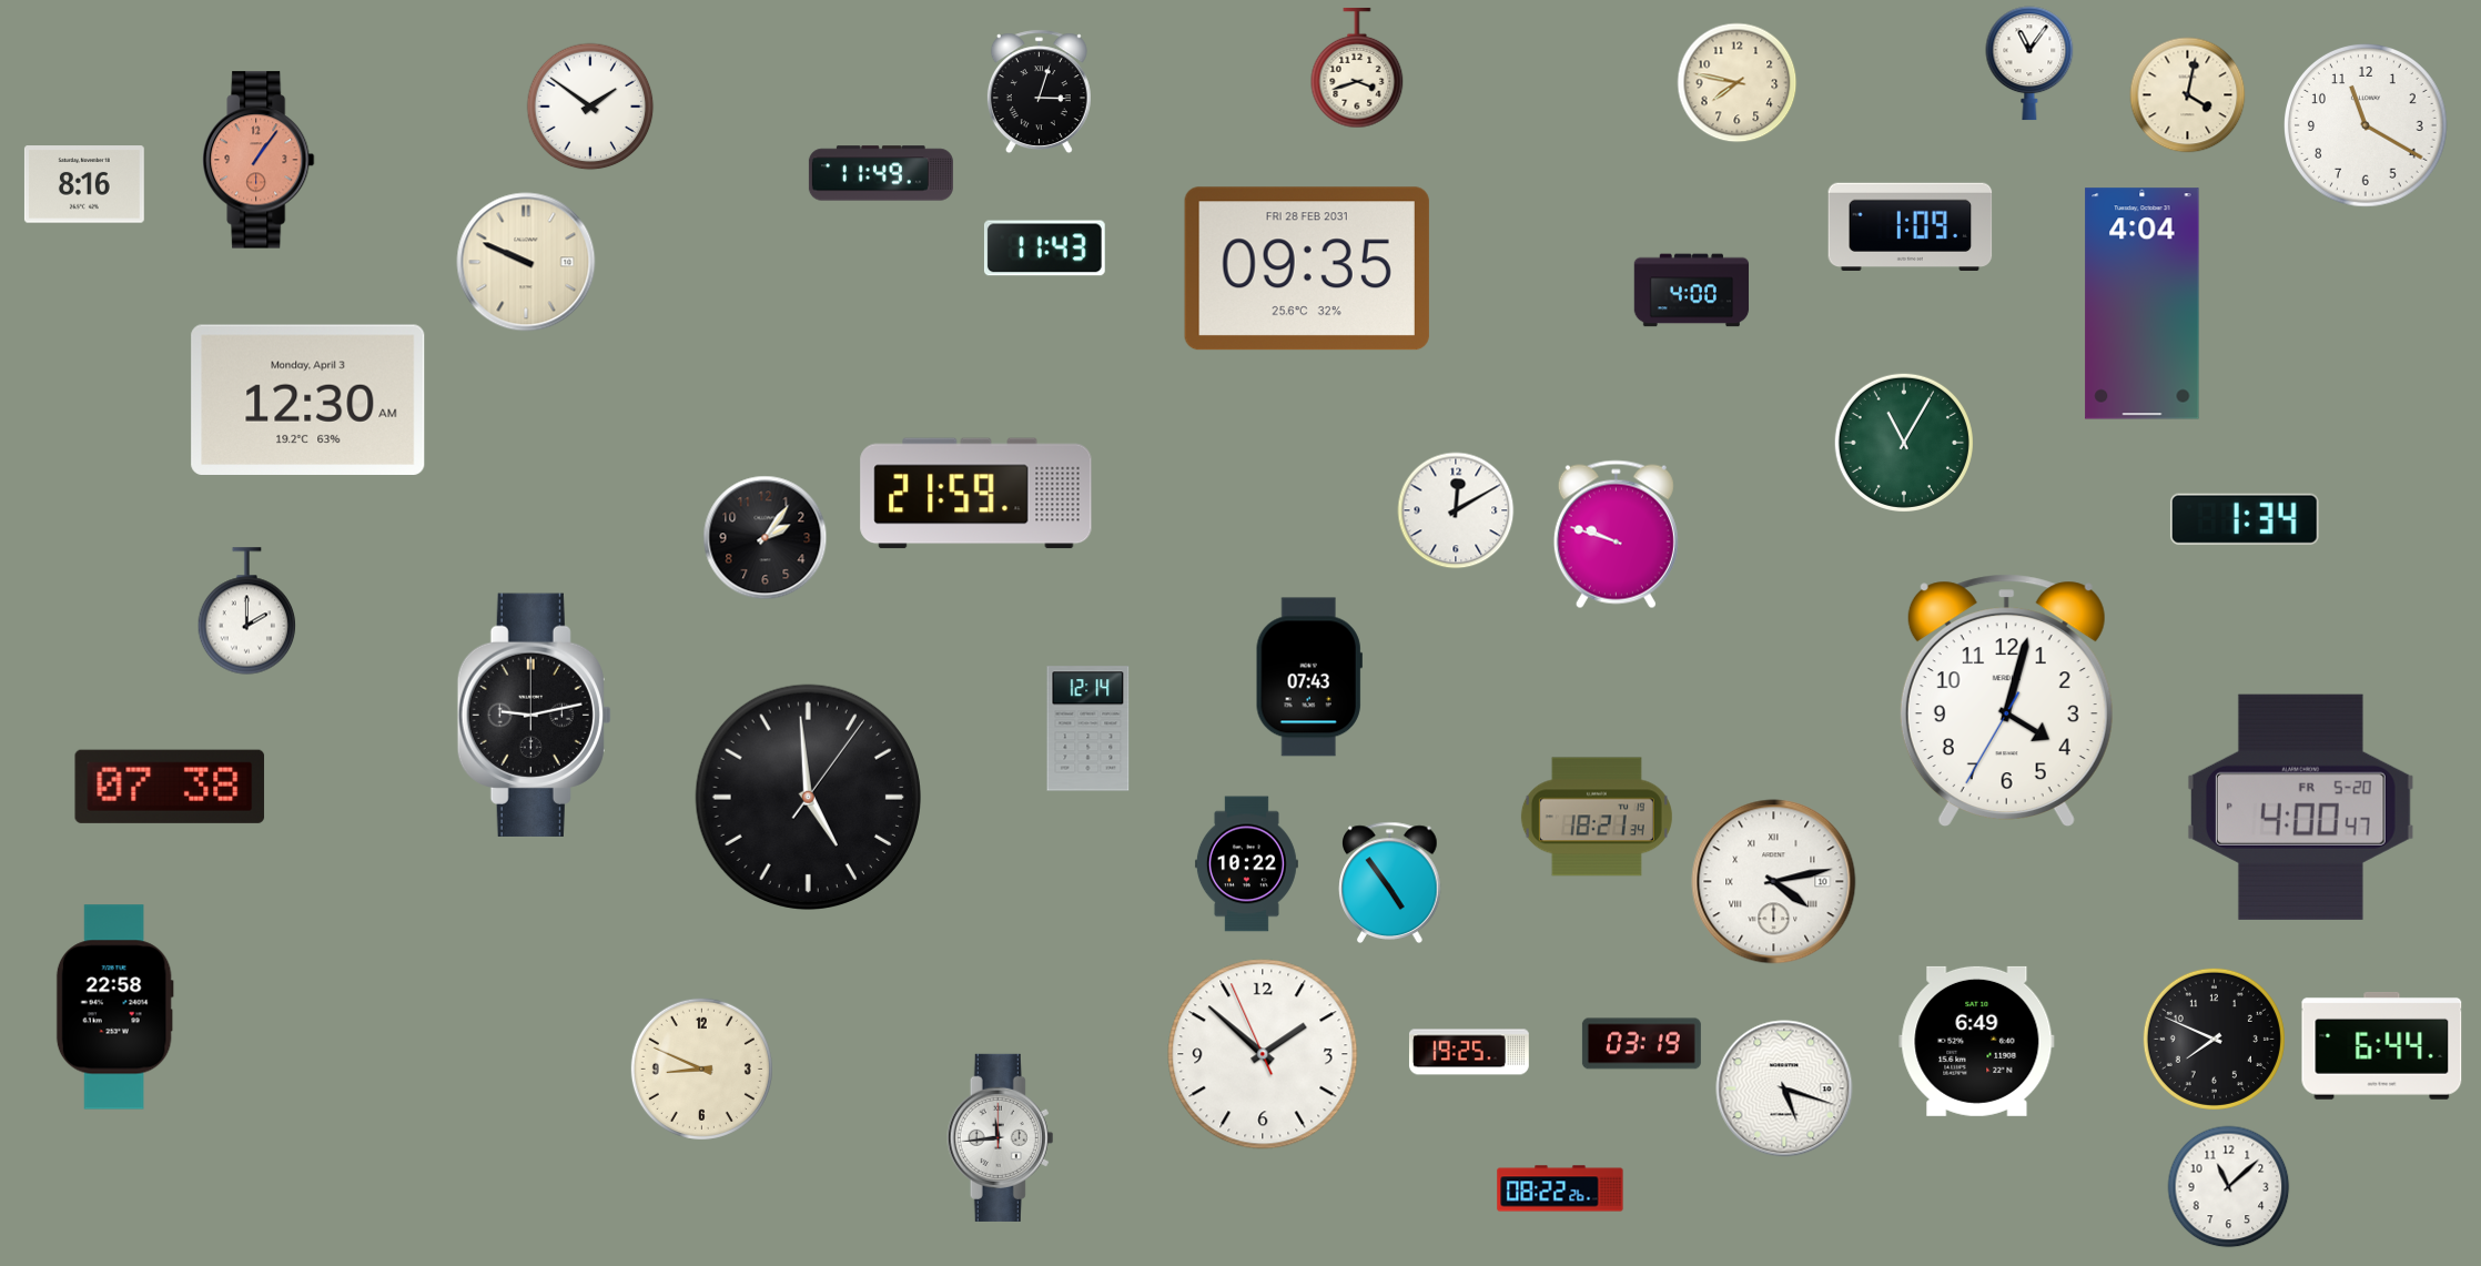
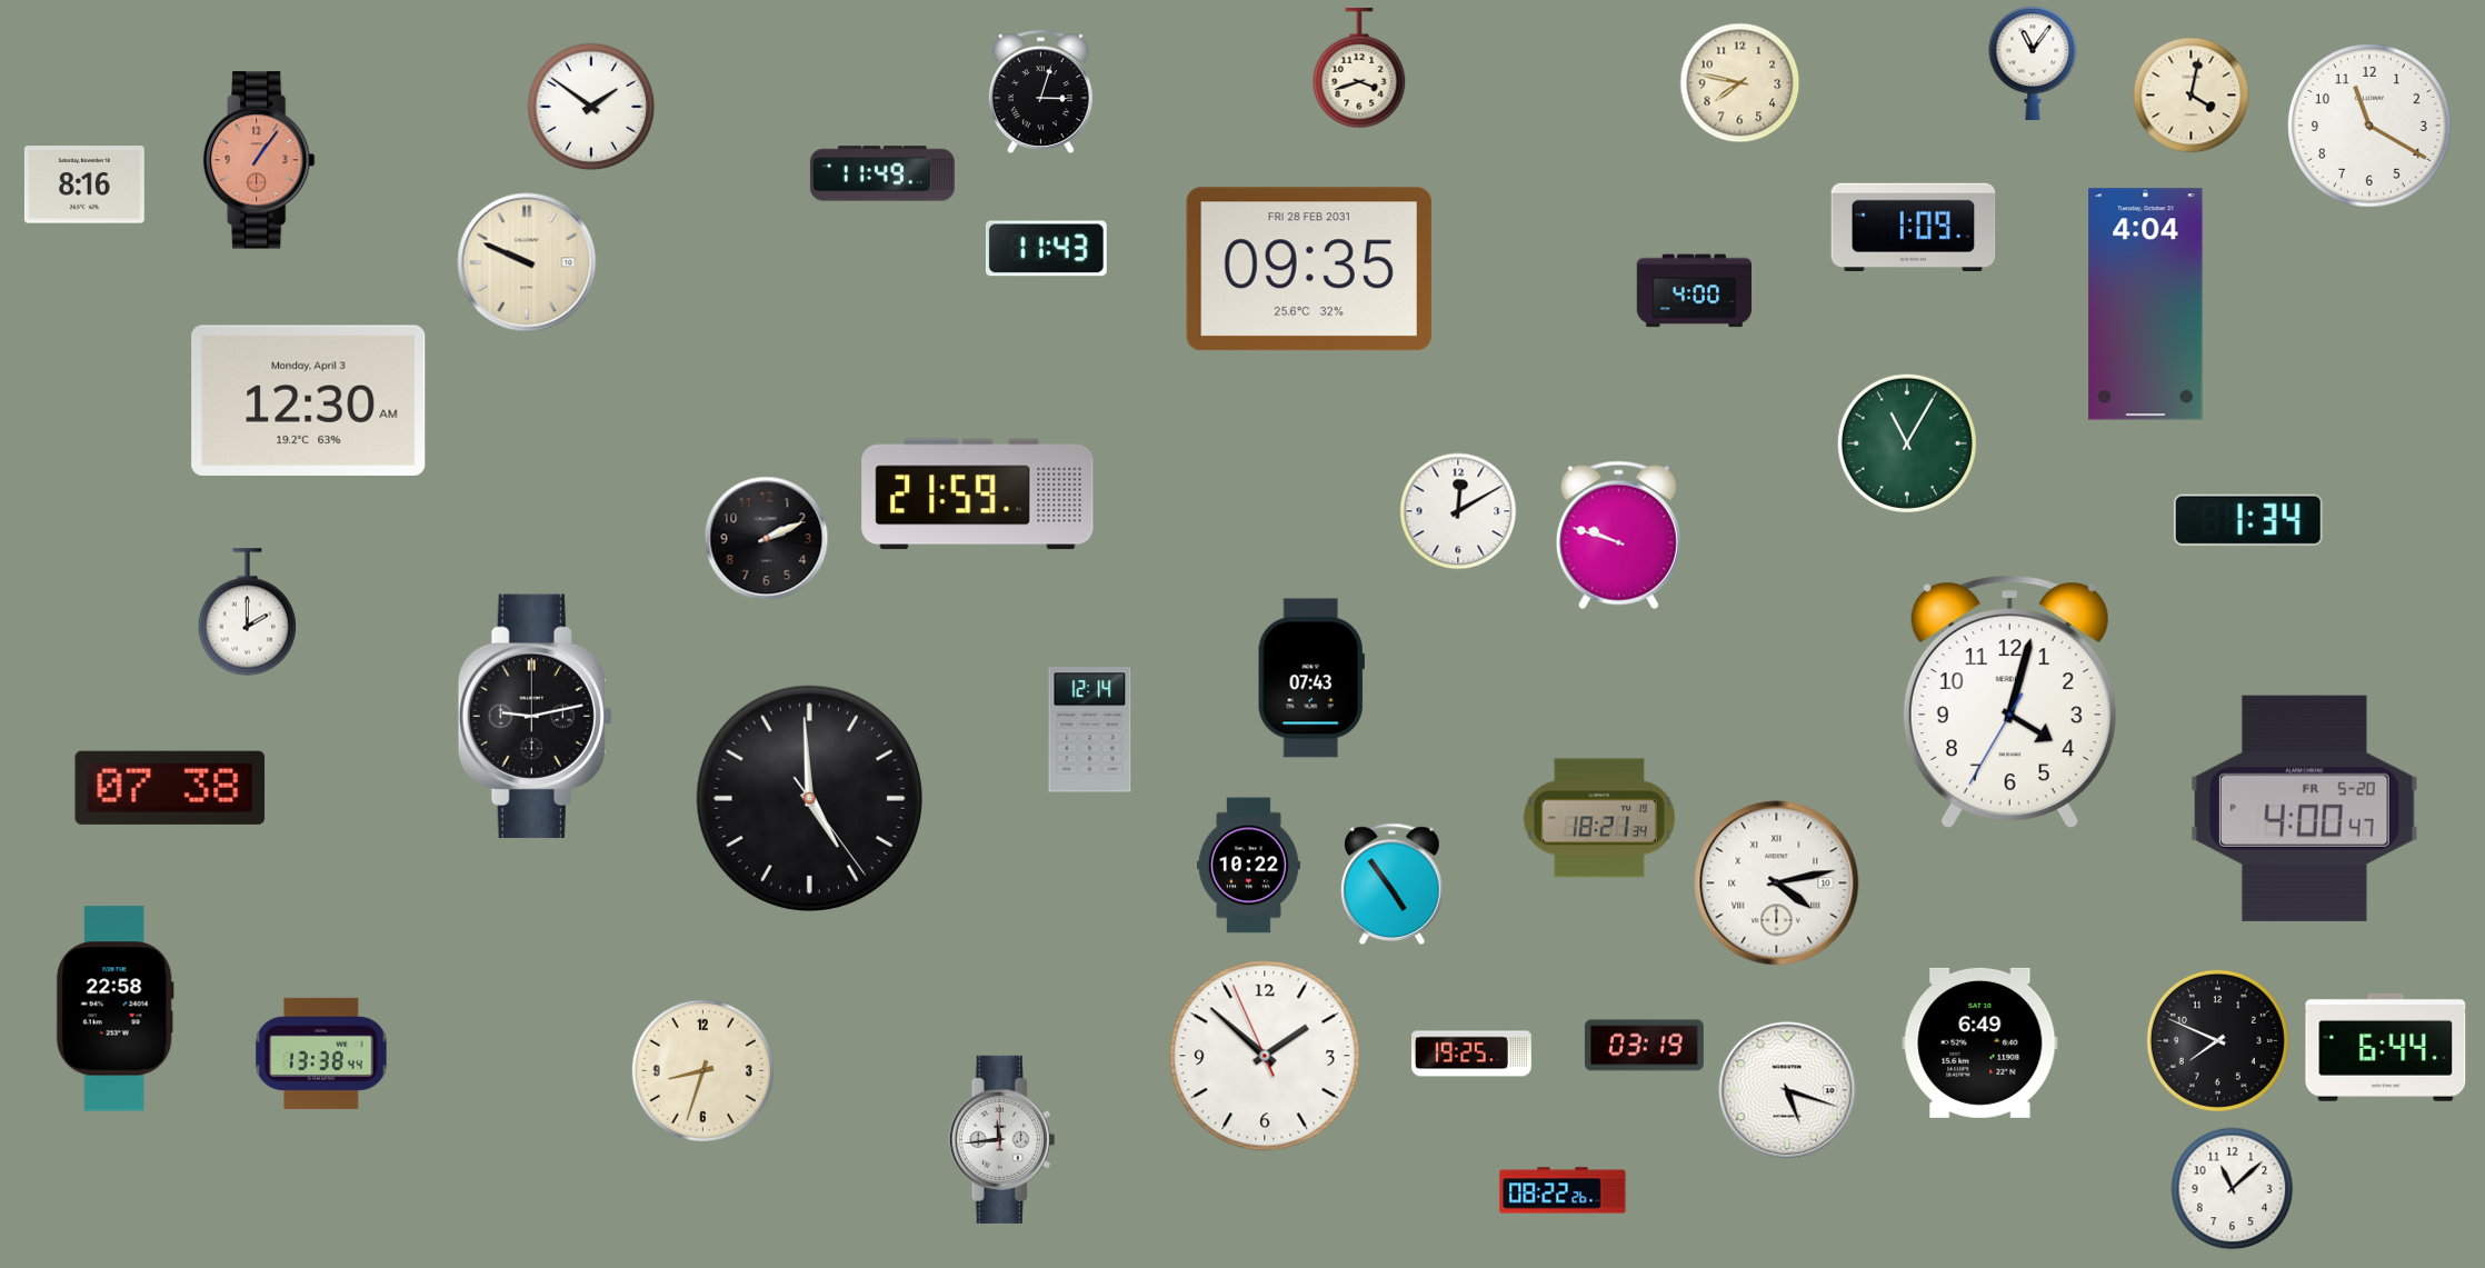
clock at (766, 538): 2:06 -> 2:11
clock at (808, 797): 4:59:06 -> 4:59:24
clock at (321, 1054): none -> 13:38
clock at (701, 1068): 8:49 -> 8:33
